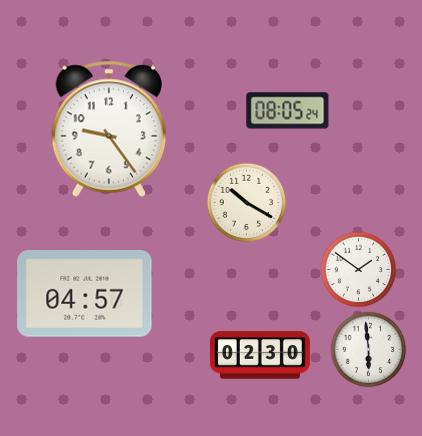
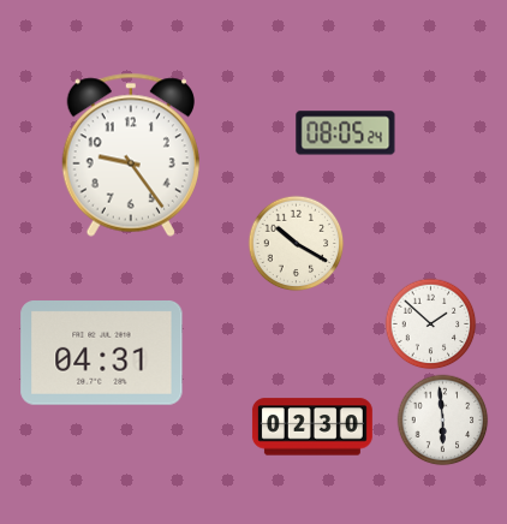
clock at (359, 270): 1:51 -> 1:52
clock at (85, 294): 04:57 -> 04:31
